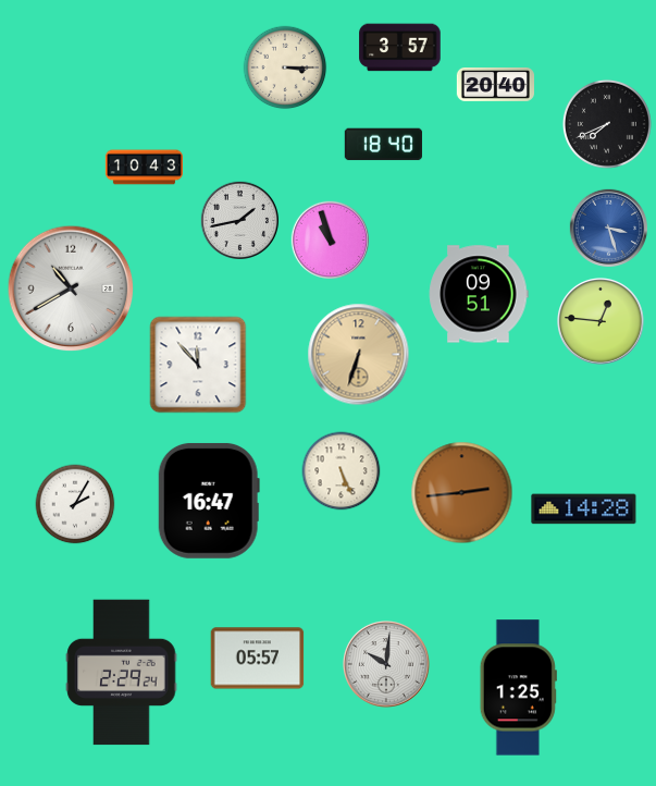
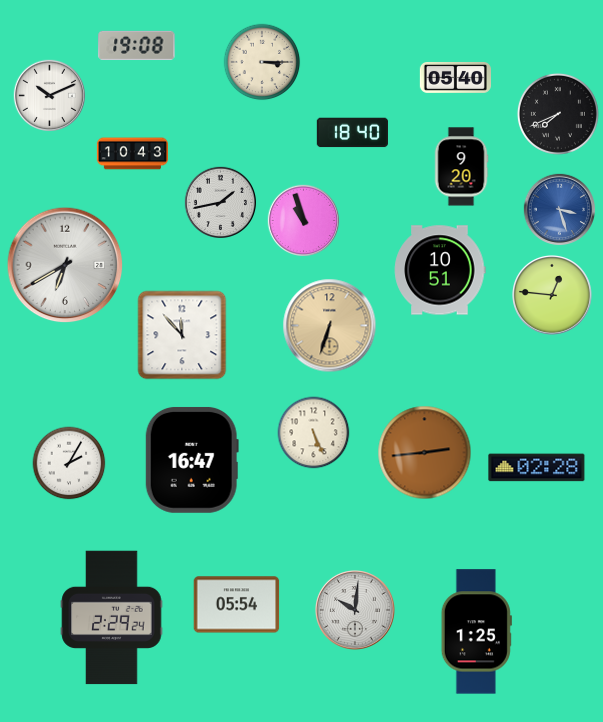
clock at (400, 48): 3:57 -> none
clock at (137, 45): none -> 19:08
clock at (495, 85): 20:40 -> 05:40
clock at (49, 95): none -> 10:11
clock at (461, 167): none -> 9:20
clock at (71, 288): 10:40 -> 6:40
clock at (479, 294): 09:51 -> 10:51
clock at (584, 509): 14:28 -> 02:28
clock at (258, 659): 05:57 -> 05:54
